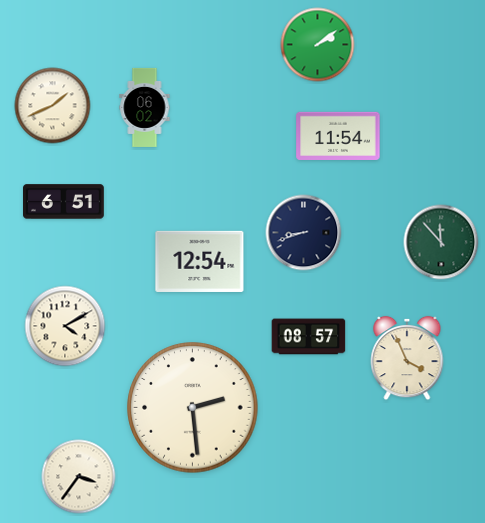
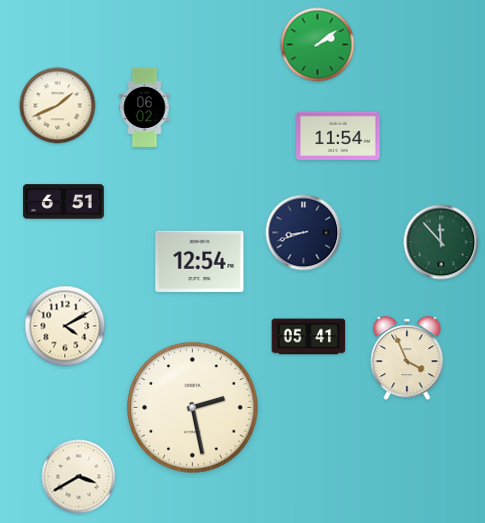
clock at (53, 106) position: (53, 106) -> (58, 106)
clock at (309, 337): 08:57 -> 05:41
clock at (193, 408): 2:29 -> 2:28
clock at (79, 477): 3:36 -> 3:40
